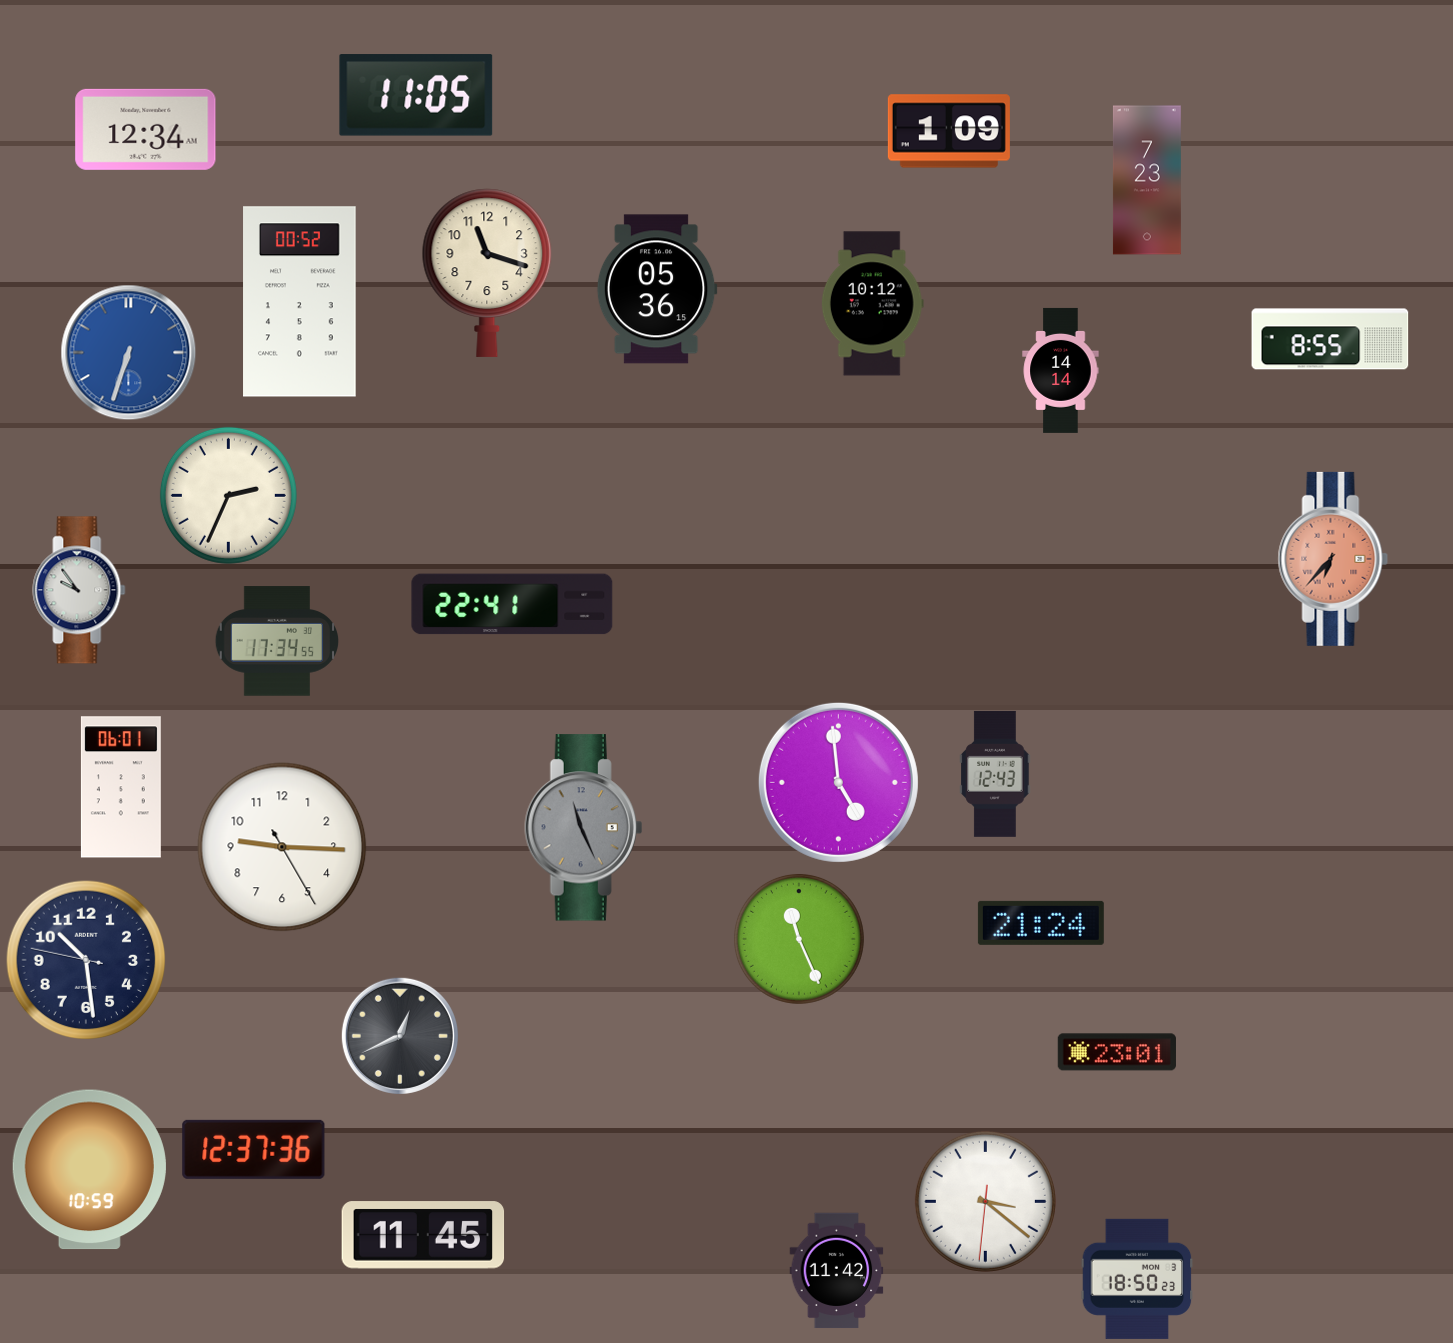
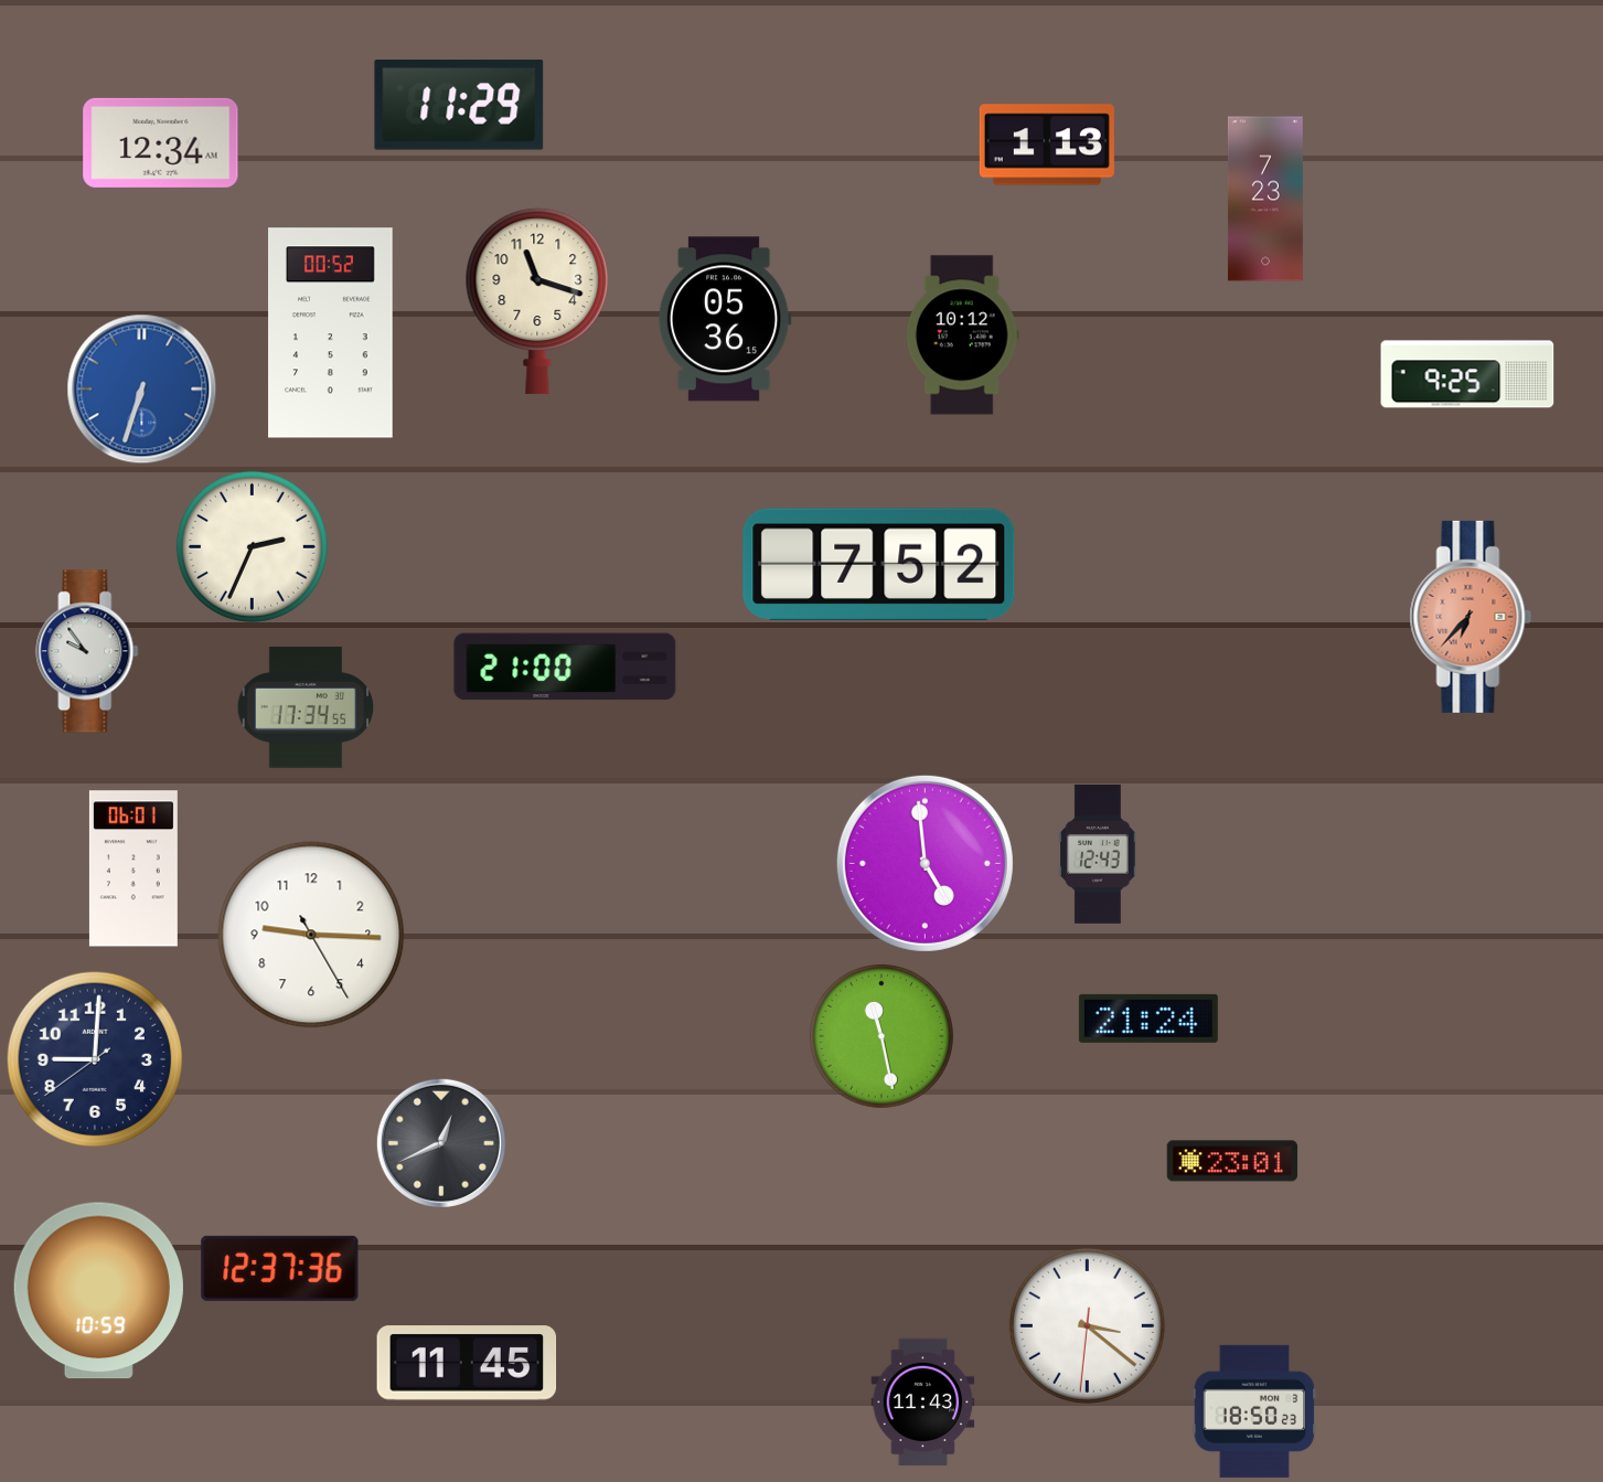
clock at (416, 95): 11:05 -> 11:29
clock at (949, 131): 1:09 -> 1:13
clock at (1330, 339): 8:55 -> 9:25
clock at (1061, 370): 14:14 -> none
clock at (879, 564): none -> 7:52
clock at (512, 604): 22:41 -> 21:00
clock at (584, 828): 11:26 -> none
clock at (799, 939): 11:26 -> 11:28
clock at (86, 960): 10:28 -> 9:00
clock at (837, 1271): 11:42 -> 11:43
